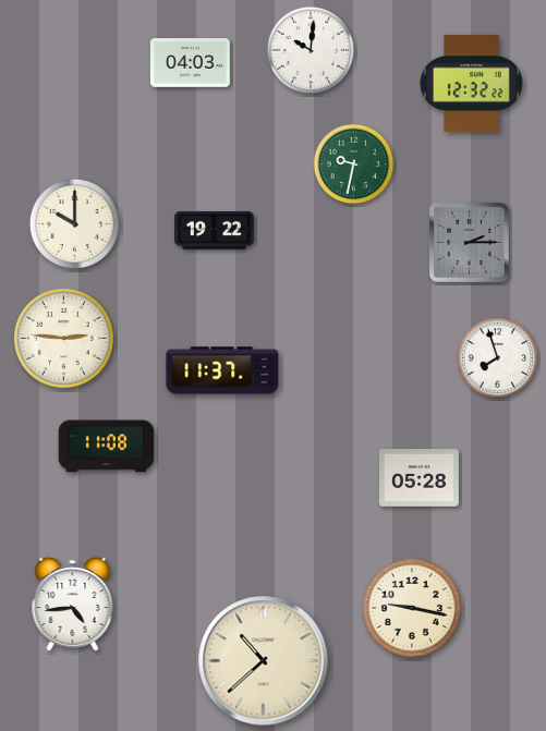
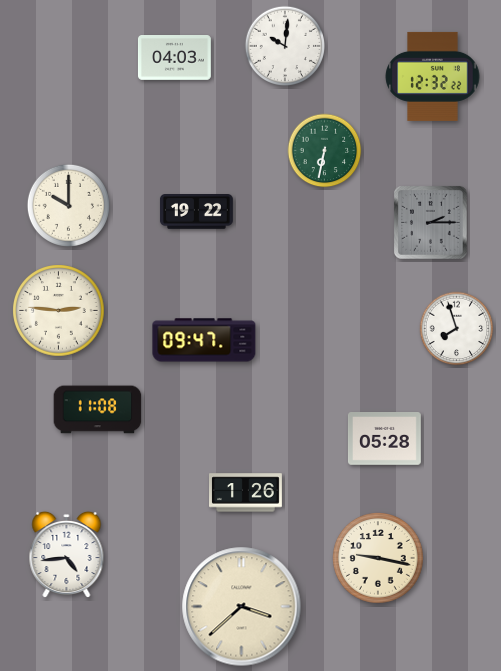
clock at (354, 165): 9:32 -> 6:32
clock at (222, 370): 11:37 -> 09:47
clock at (246, 493): none -> 1:26
clock at (264, 661): 10:38 -> 3:38
